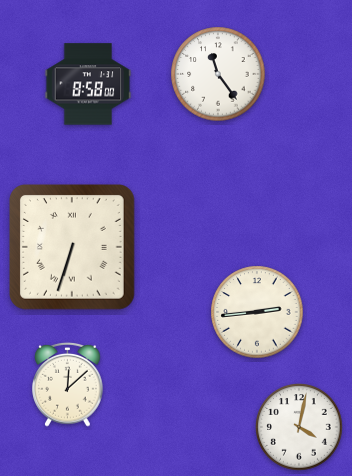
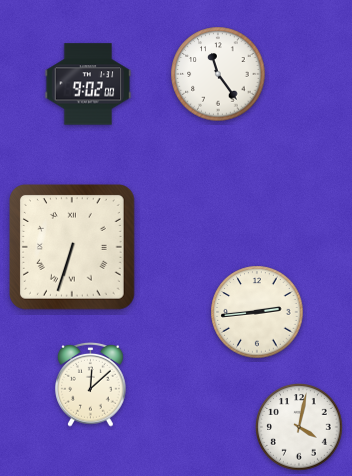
clock at (88, 84): 8:58 -> 9:02
clock at (68, 384) position: (68, 384) -> (91, 384)
